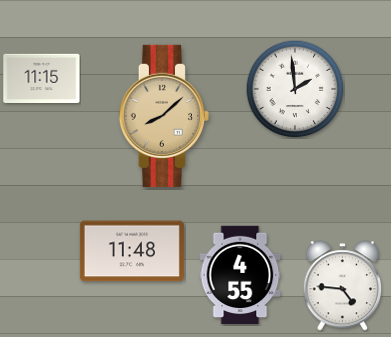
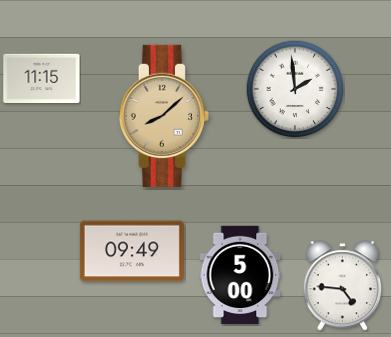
clock at (132, 251): 11:48 -> 09:49
clock at (240, 275): 4:55 -> 5:00
